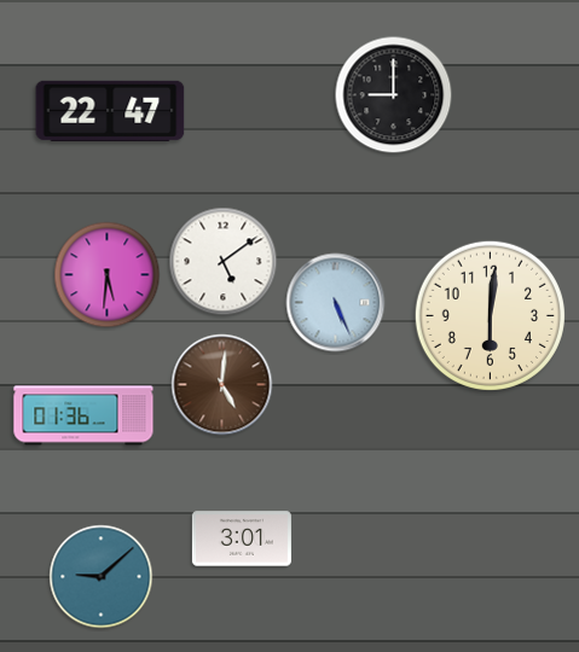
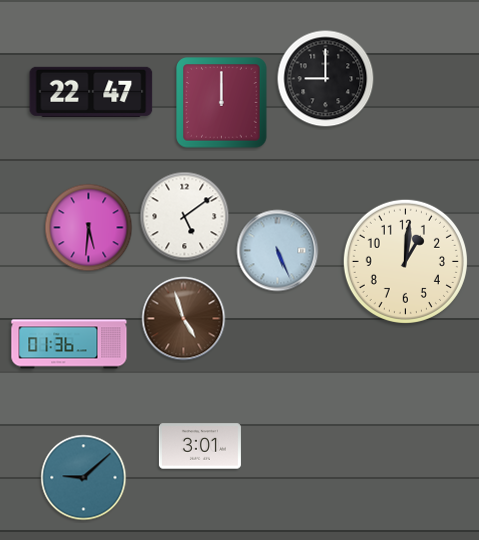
clock at (222, 103): none -> 12:00
clock at (490, 315): 6:01 -> 1:01
clock at (222, 385): 5:01 -> 4:57
